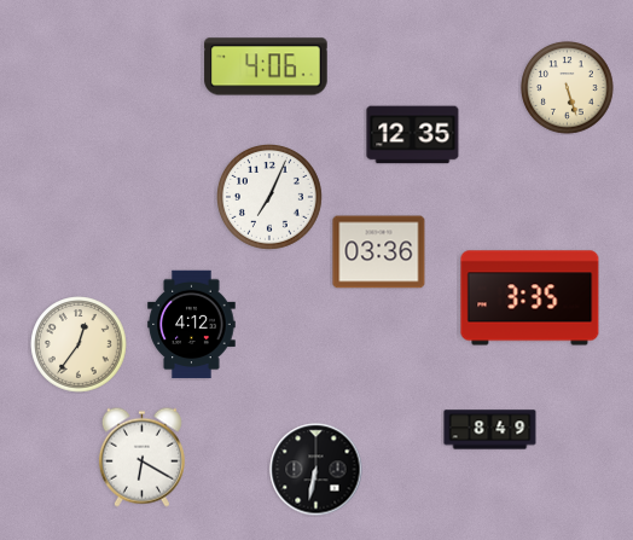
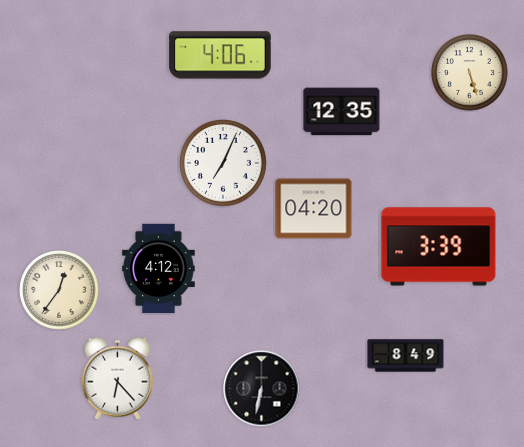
clock at (379, 252): 03:36 -> 04:20
clock at (530, 298): 3:35 -> 3:39
clock at (79, 344) position: (79, 344) -> (59, 290)
clock at (141, 457): 6:20 -> 6:23
